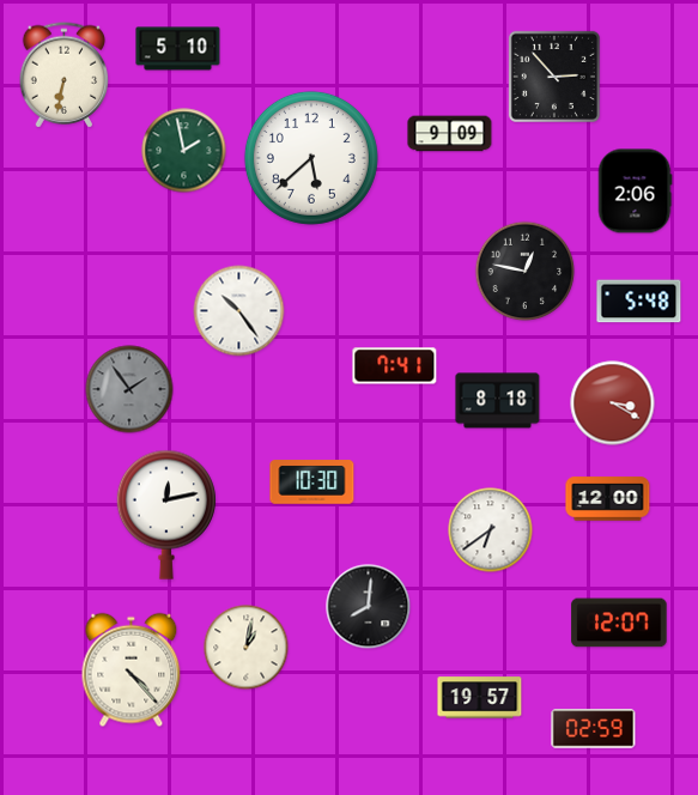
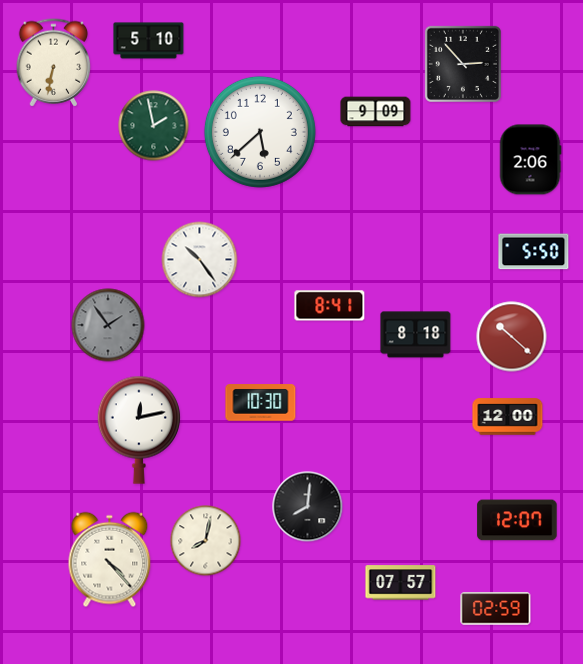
clock at (526, 272): 12:47 -> none
clock at (639, 302): 5:48 -> 5:50
clock at (395, 366): 7:41 -> 8:41
clock at (613, 403): 3:20 -> 10:22
clock at (491, 530): 6:39 -> none
clock at (247, 648): 1:02 -> 8:02
clock at (480, 698): 19:57 -> 07:57
